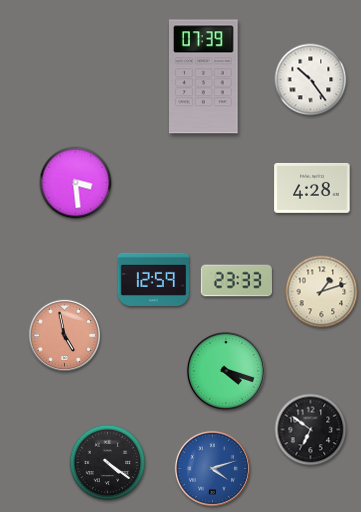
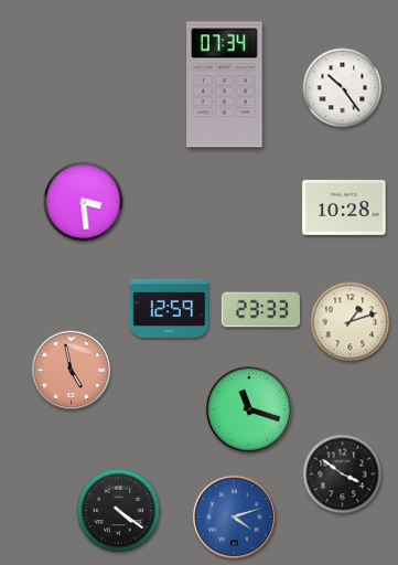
clock at (204, 77): 07:39 -> 07:34
clock at (312, 188): 4:28 -> 10:28
clock at (322, 292) position: (322, 292) -> (351, 322)
clock at (226, 371): 4:18 -> 11:18
clock at (311, 430): 6:51 -> 3:51
